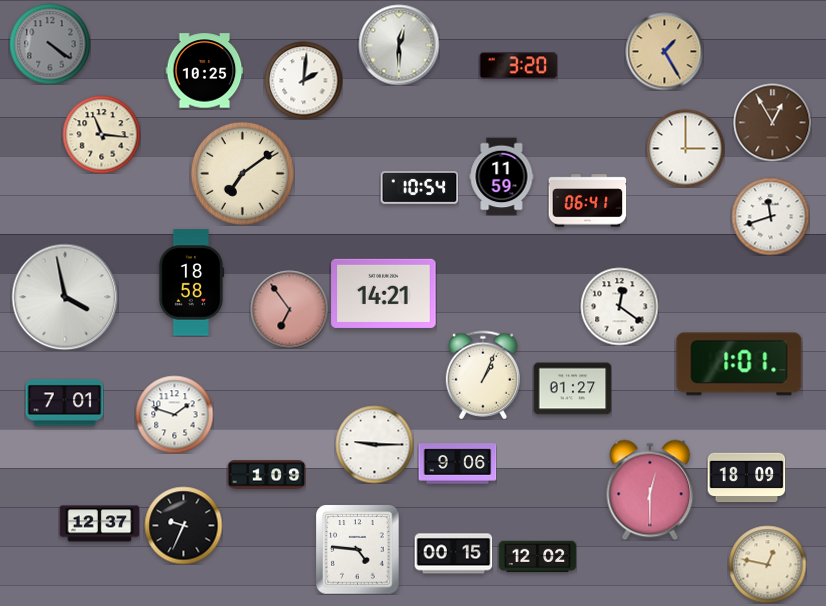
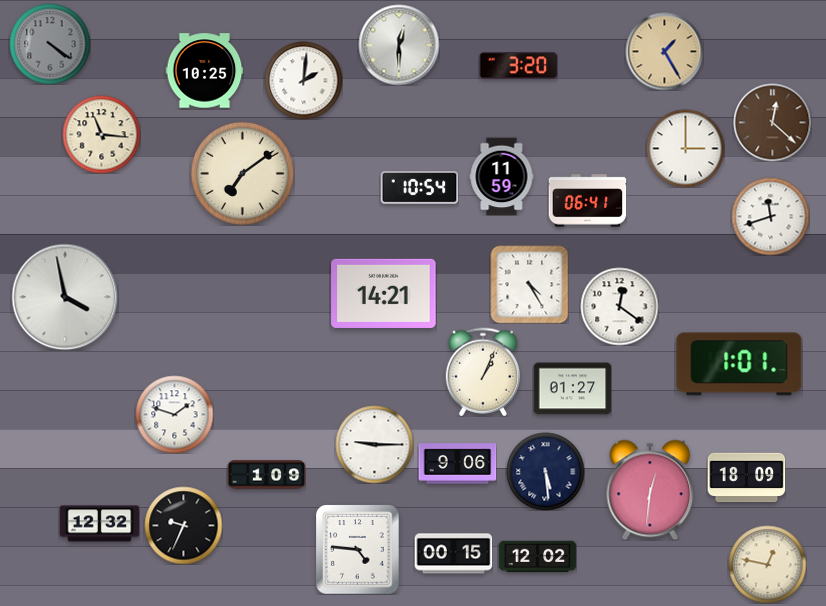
clock at (772, 122): 12:55 -> 12:22
clock at (191, 283): 18:58 -> none
clock at (529, 284): none -> 4:25
clock at (289, 309): 6:54 -> none
clock at (483, 375) position: (483, 375) -> (483, 372)
clock at (64, 403): 7:01 -> none
clock at (545, 471): none -> 5:29
clock at (650, 490): 12:30 -> 12:31
clock at (99, 524): 12:37 -> 12:32
